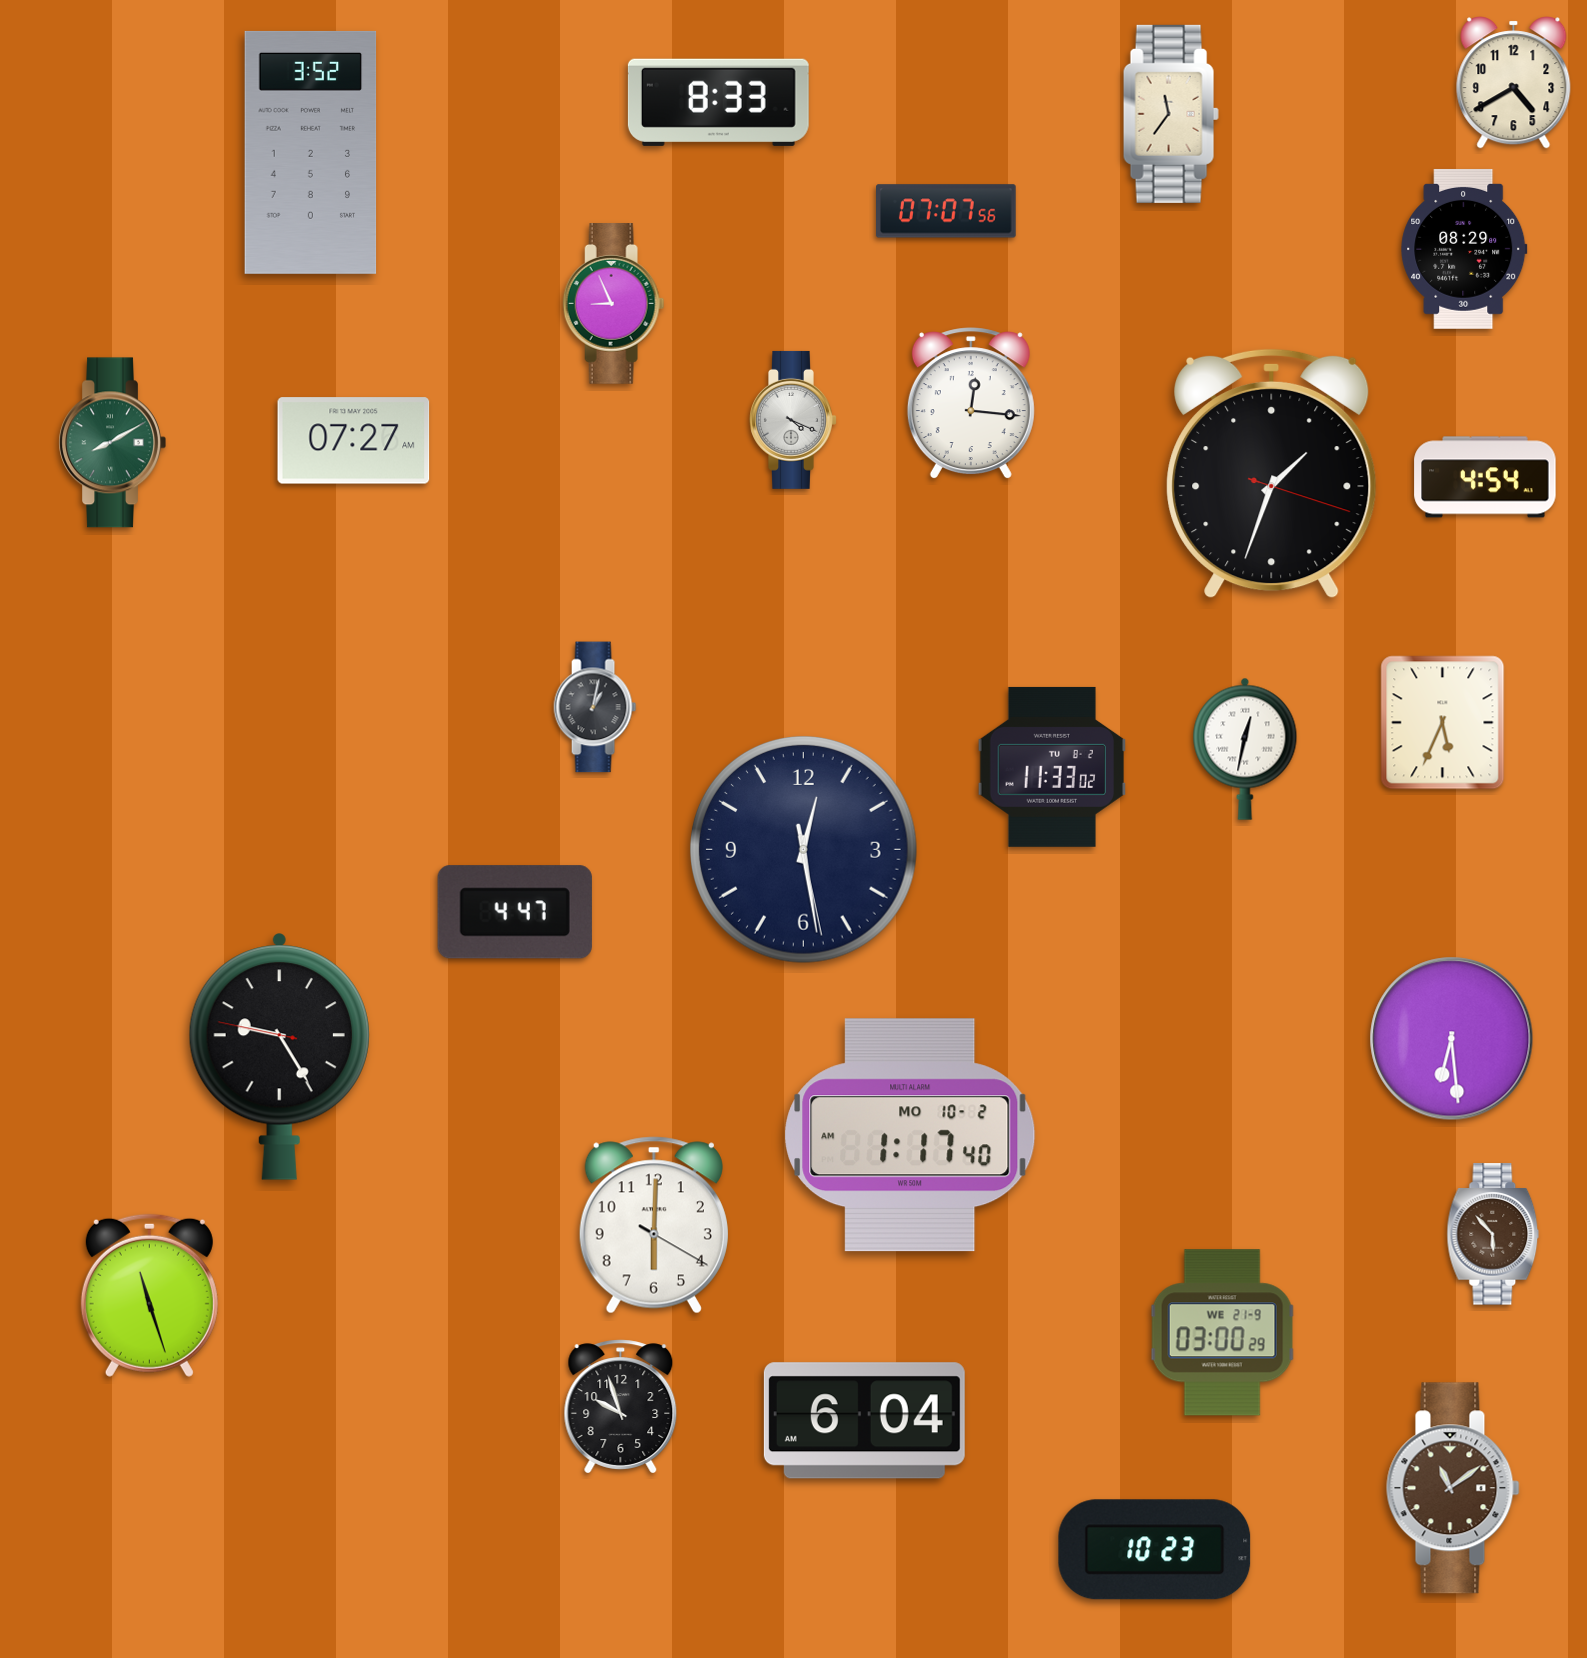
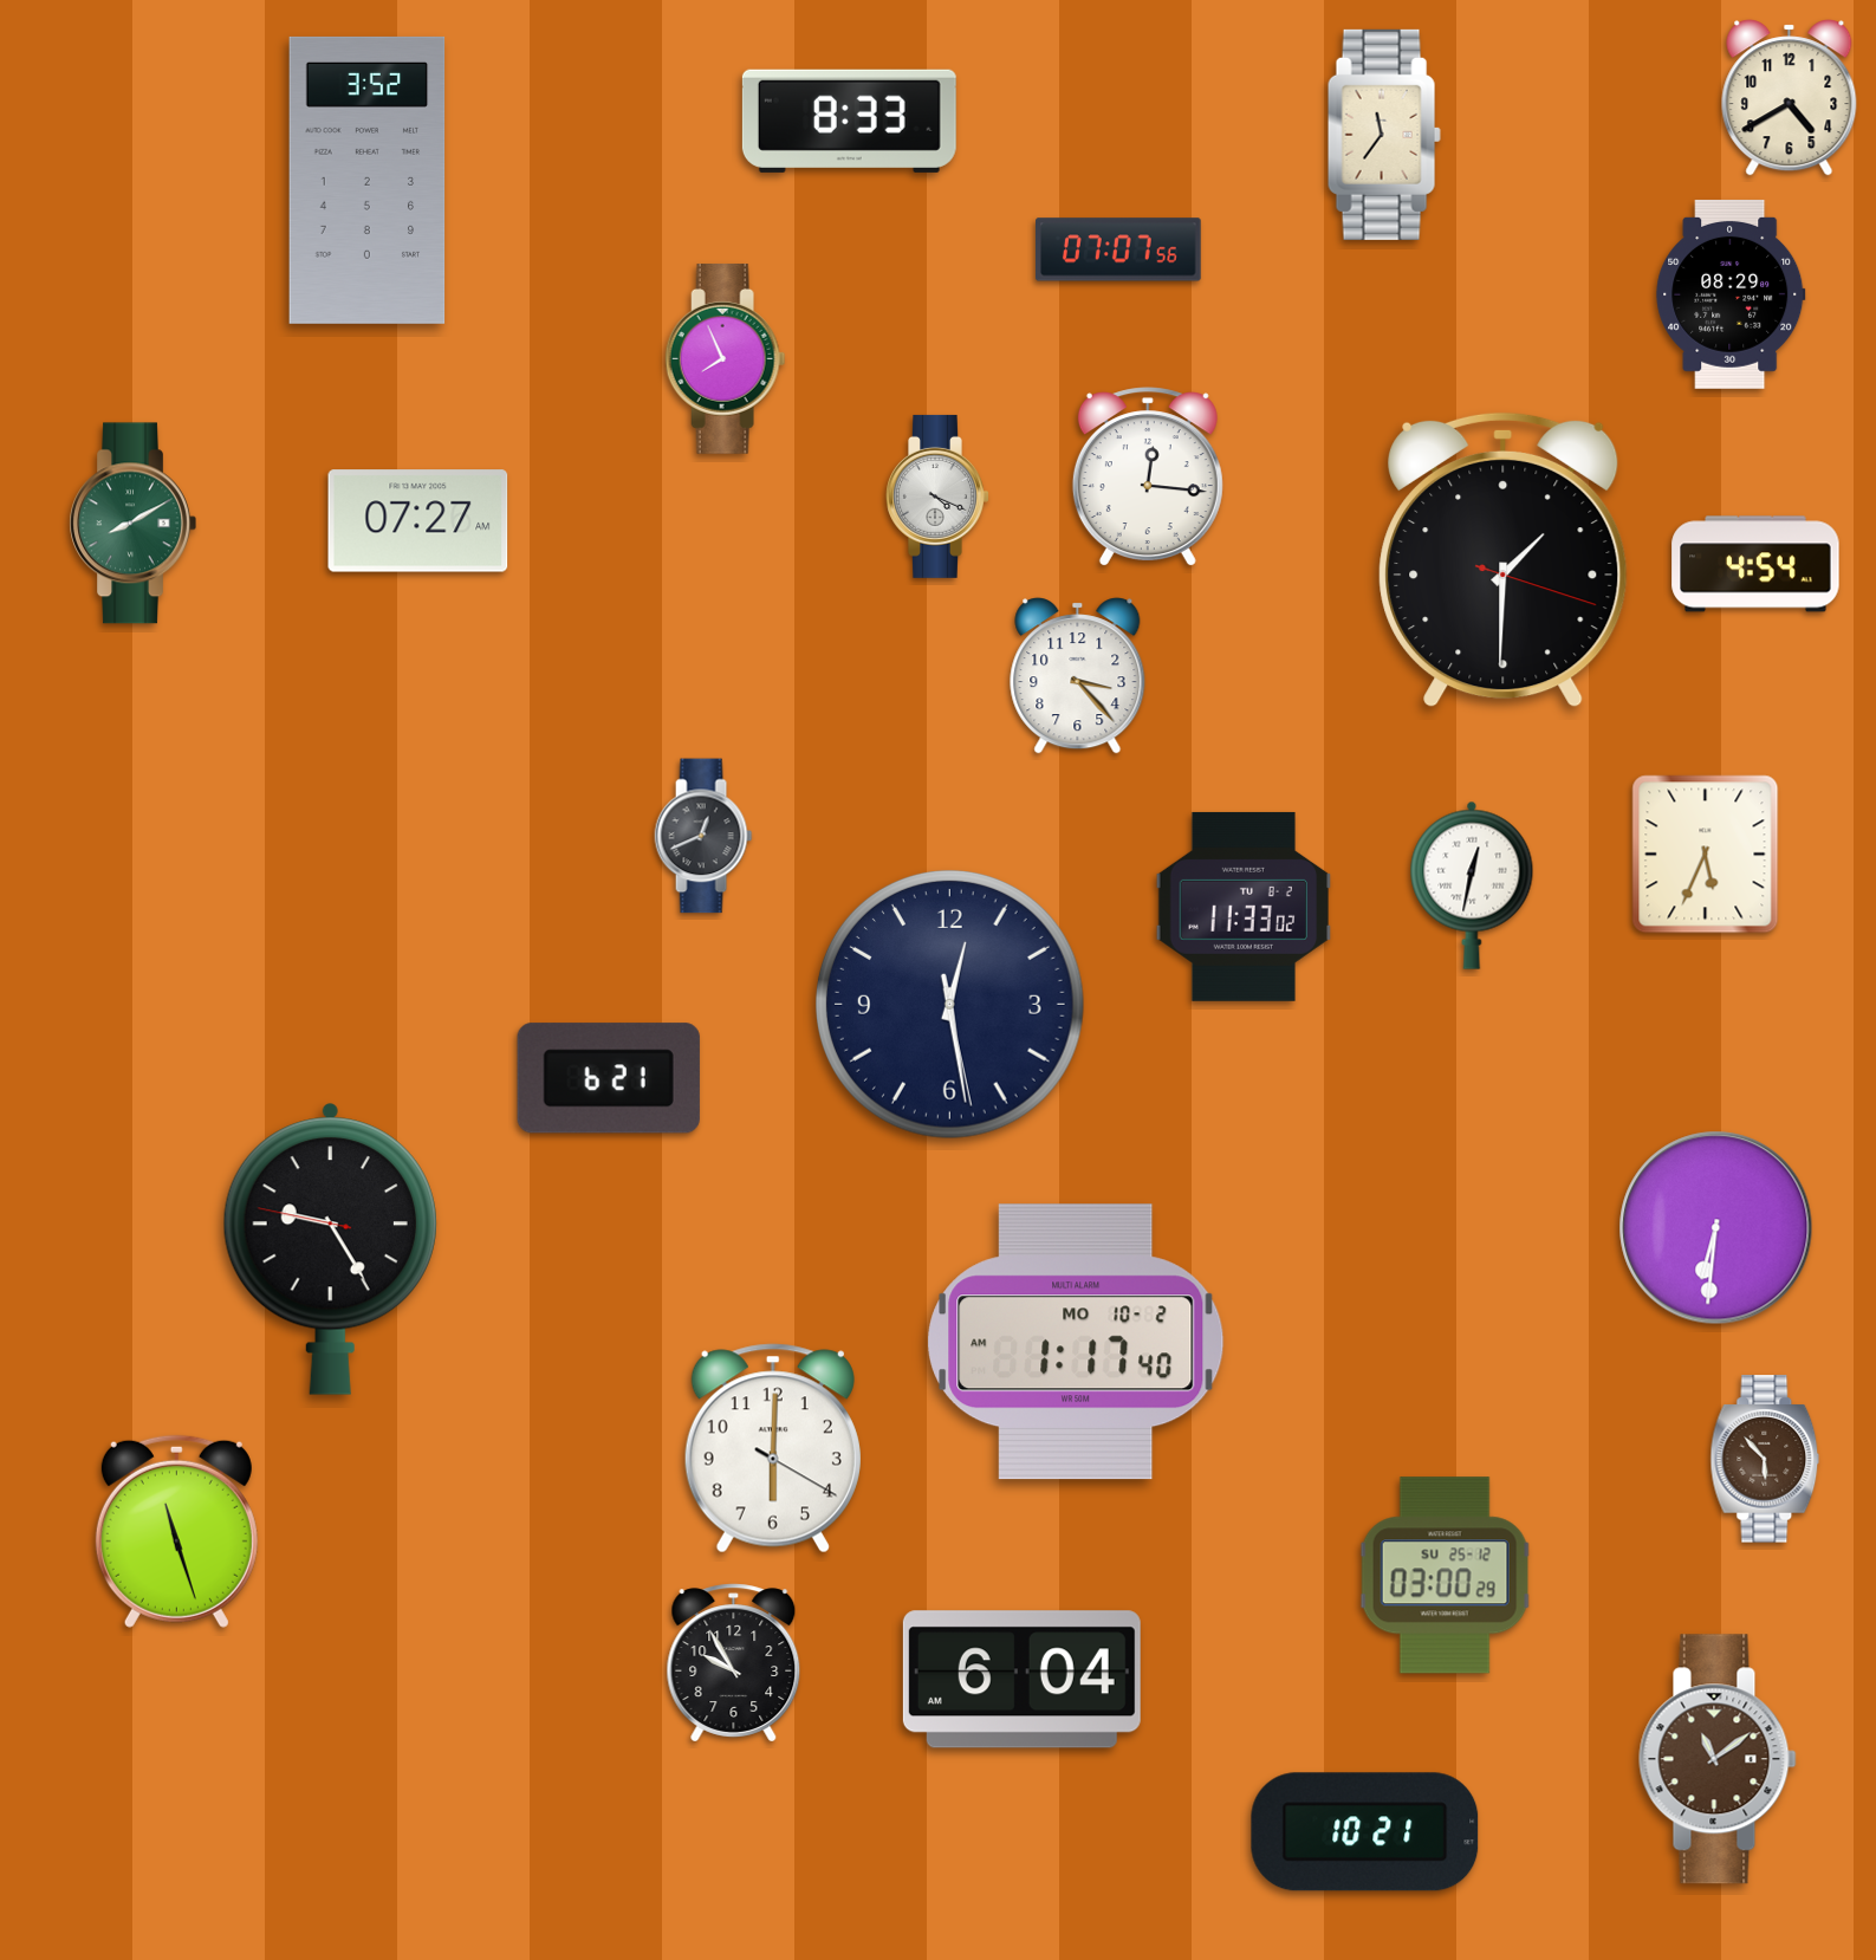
clock at (614, 304): 8:56 -> 7:56
clock at (1272, 474): 1:33 -> 1:30
clock at (1078, 676): none -> 3:23
clock at (595, 707): 1:02 -> 12:41
clock at (515, 912): 4:47 -> 6:21
clock at (1452, 1039): 6:29 -> 6:31
clock at (1222, 1333) date: WE 21-9 -> SU 25-12
clock at (621, 1407): 9:57 -> 9:55
clock at (1155, 1550): 10:23 -> 10:21
